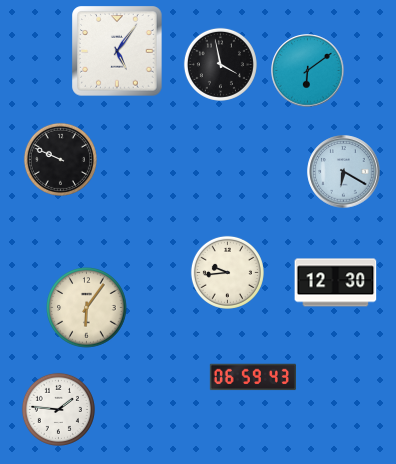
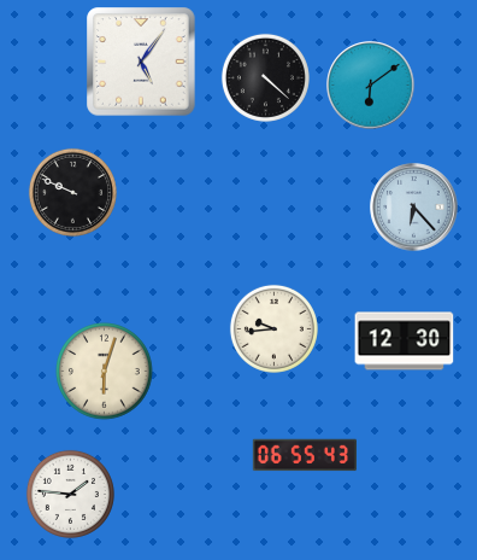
clock at (220, 64): 3:58 -> 4:22
clock at (344, 172): 6:20 -> 6:23
clock at (87, 308): 6:06 -> 6:03
clock at (253, 377): 06:59 -> 06:55
